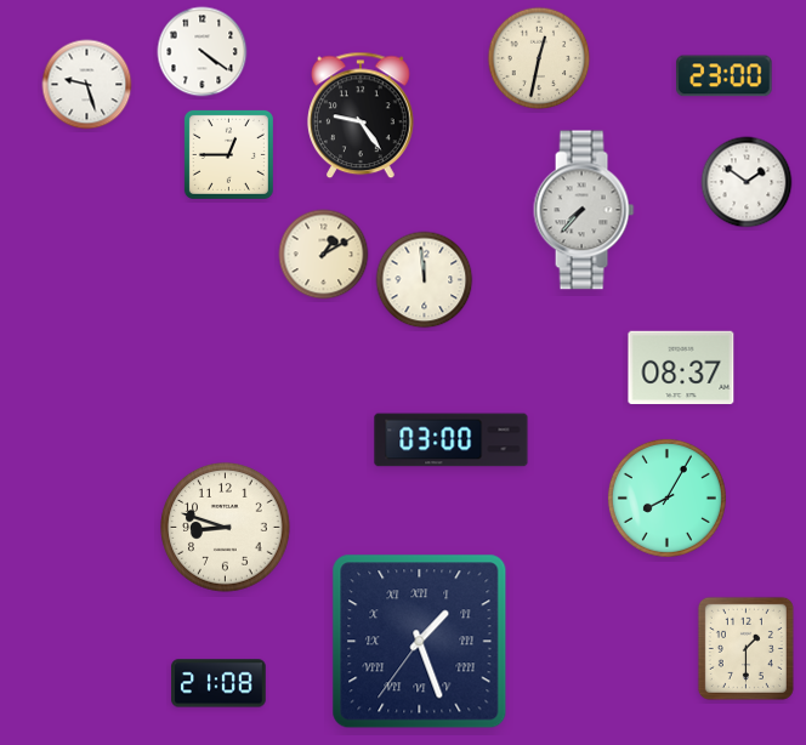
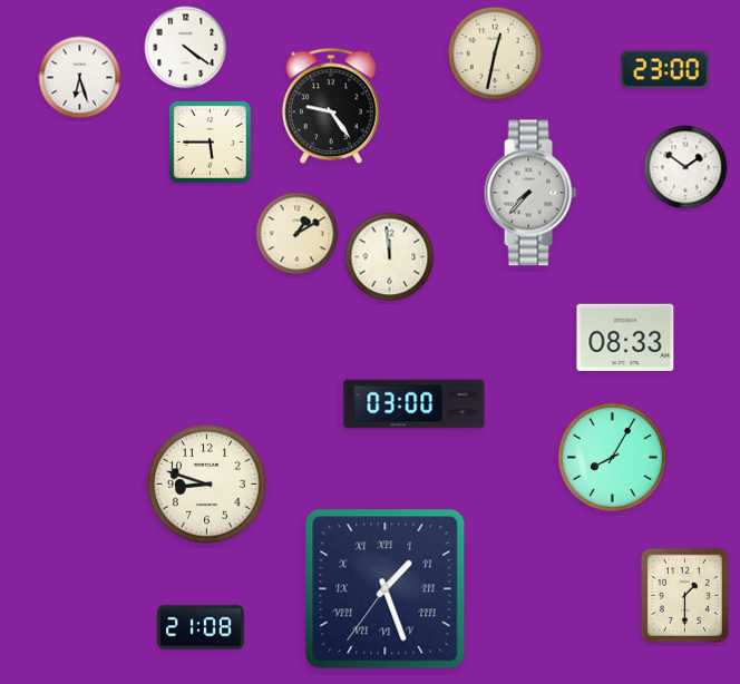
clock at (87, 85): 9:27 -> 6:27
clock at (228, 154): 12:45 -> 5:45
clock at (584, 210) position: (584, 210) -> (530, 193)
clock at (681, 368): 08:37 -> 08:33
